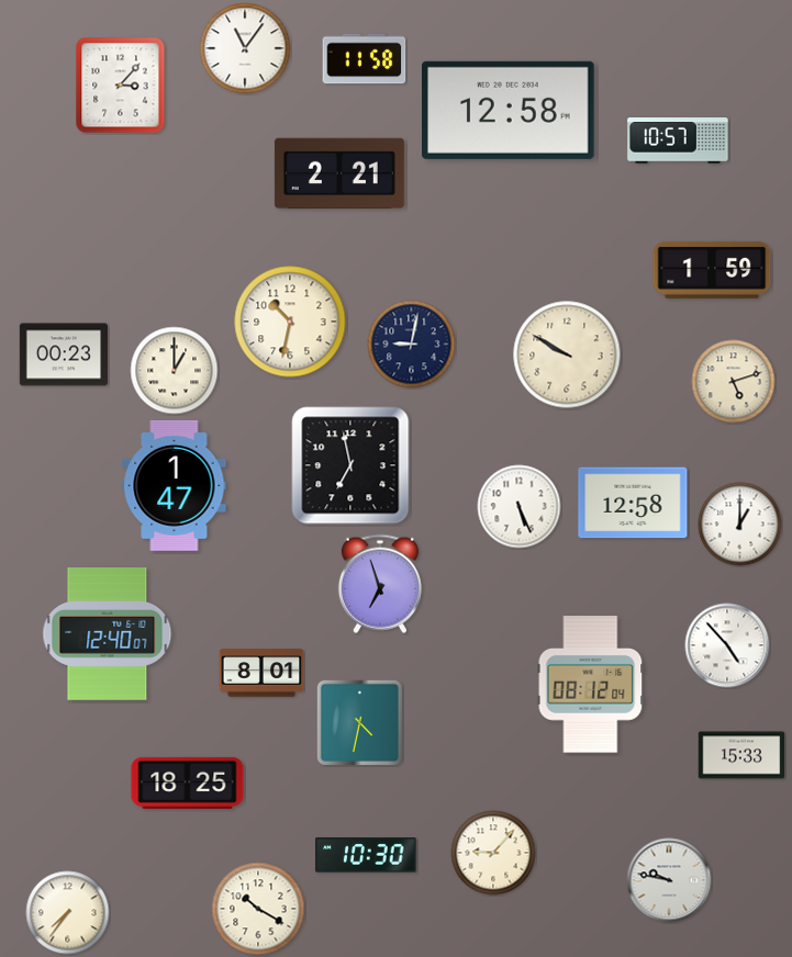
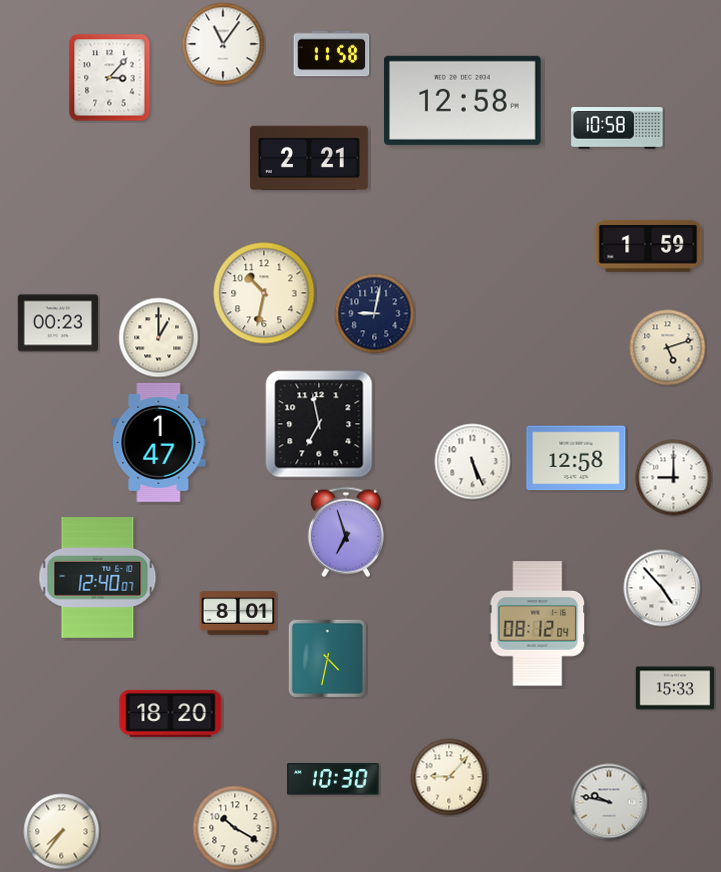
clock at (678, 140): 10:57 -> 10:58
clock at (567, 354): 9:50 -> none
clock at (740, 525): 1:00 -> 9:00
clock at (188, 783): 18:25 -> 18:20
